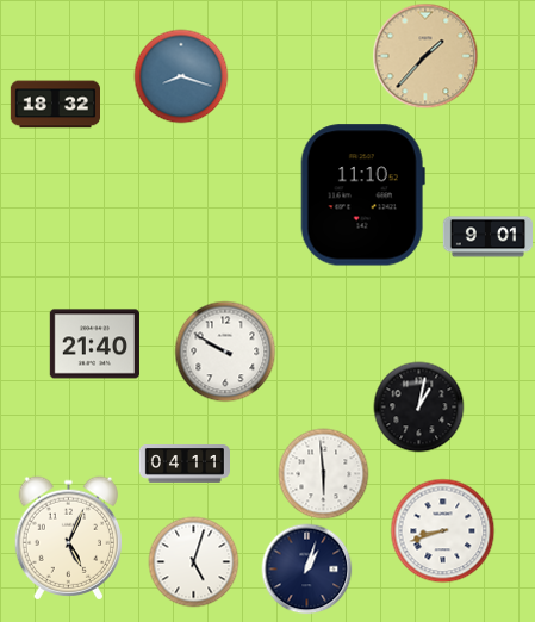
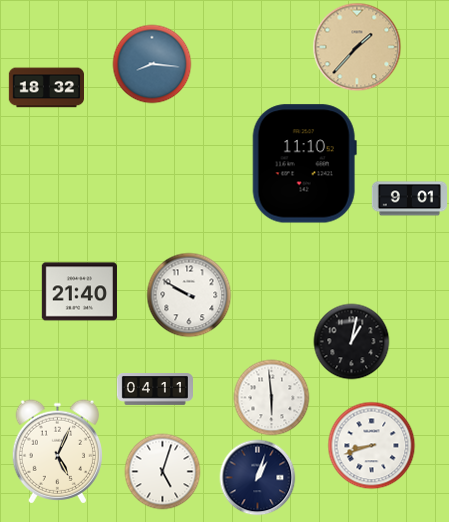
clock at (181, 76): 8:18 -> 8:16
clock at (94, 344) position: (94, 344) -> (79, 292)
